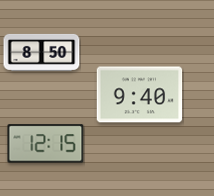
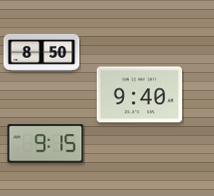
clock at (46, 144): 12:15 -> 9:15
